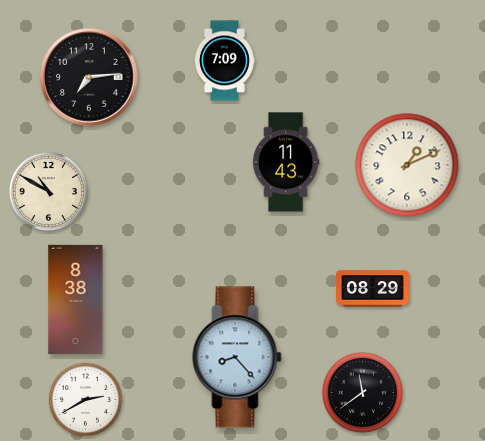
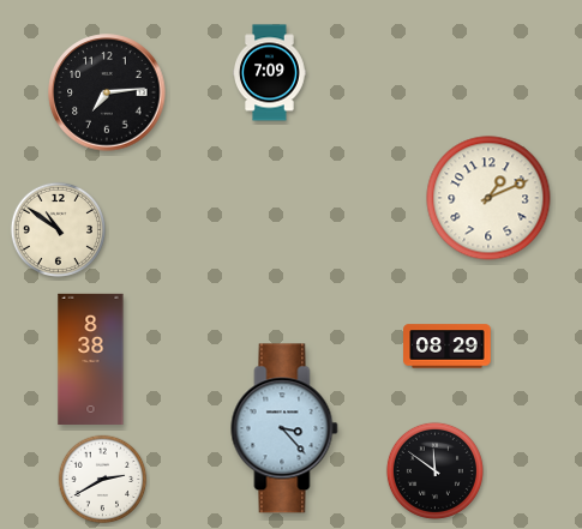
clock at (286, 162): 11:43 -> none
clock at (48, 191): 10:50 -> 10:51
clock at (237, 357): 8:23 -> 3:23
clock at (362, 392): 11:39 -> 11:51
